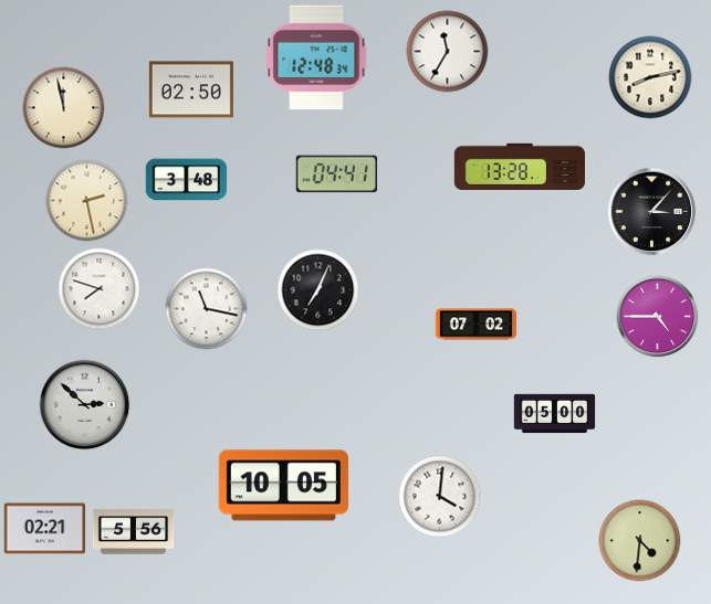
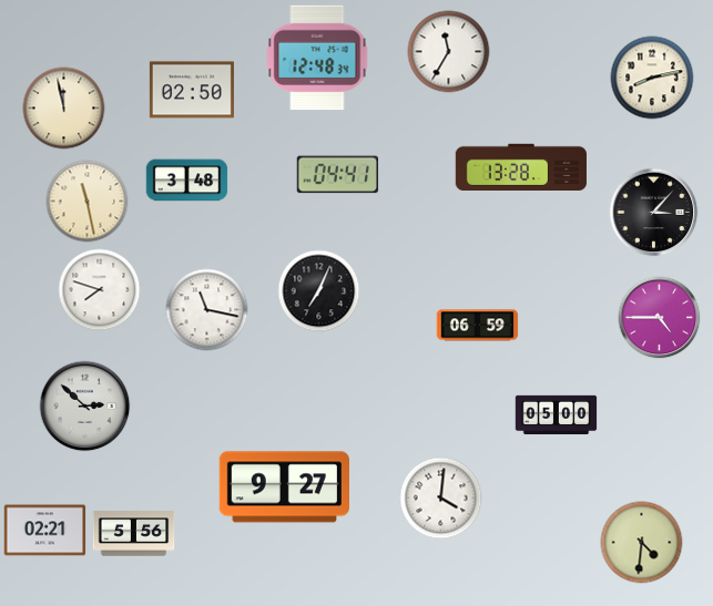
clock at (87, 201): 2:28 -> 11:28
clock at (477, 325): 07:02 -> 06:59
clock at (283, 486): 10:05 -> 9:27
